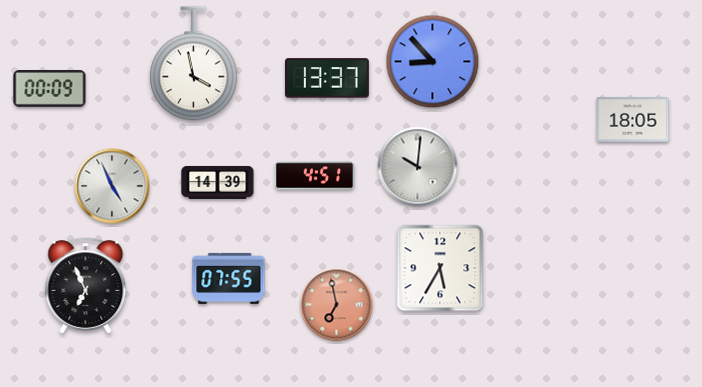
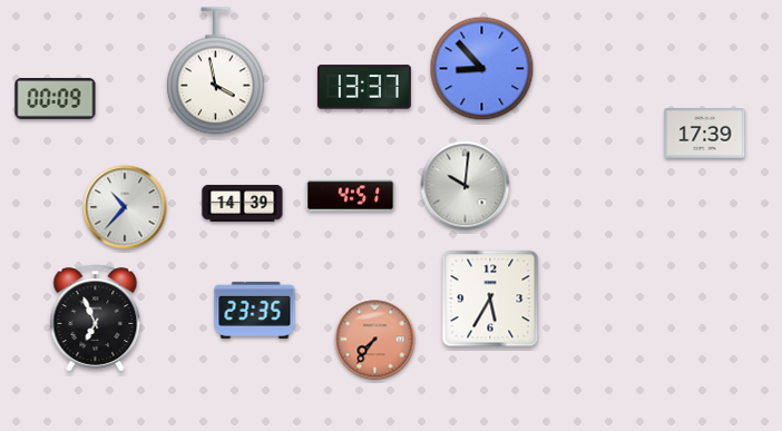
clock at (633, 120): 18:05 -> 17:39
clock at (112, 186): 4:56 -> 10:37
clock at (229, 278): 07:55 -> 23:35
clock at (337, 305): 6:58 -> 7:36
